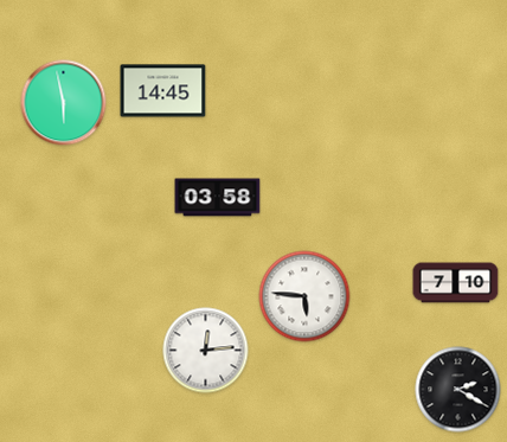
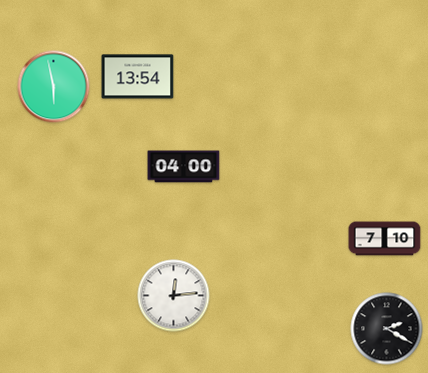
clock at (163, 91): 14:45 -> 13:54
clock at (218, 198): 03:58 -> 04:00
clock at (304, 296): 5:46 -> none
